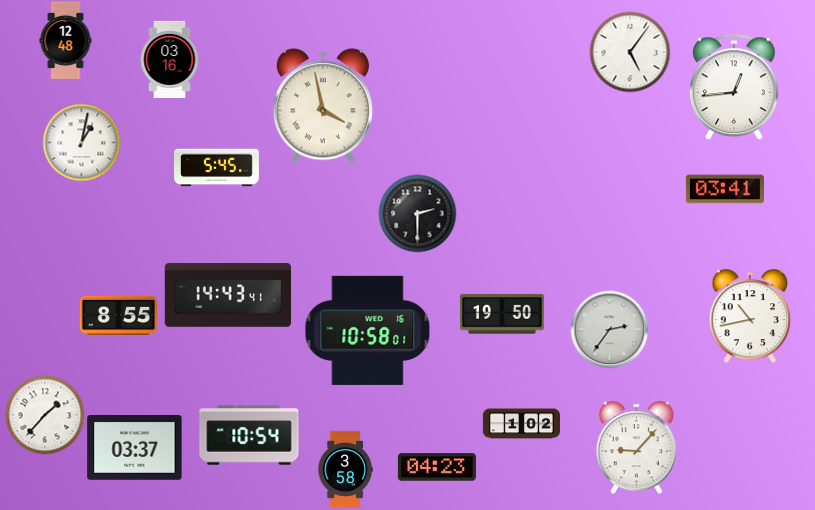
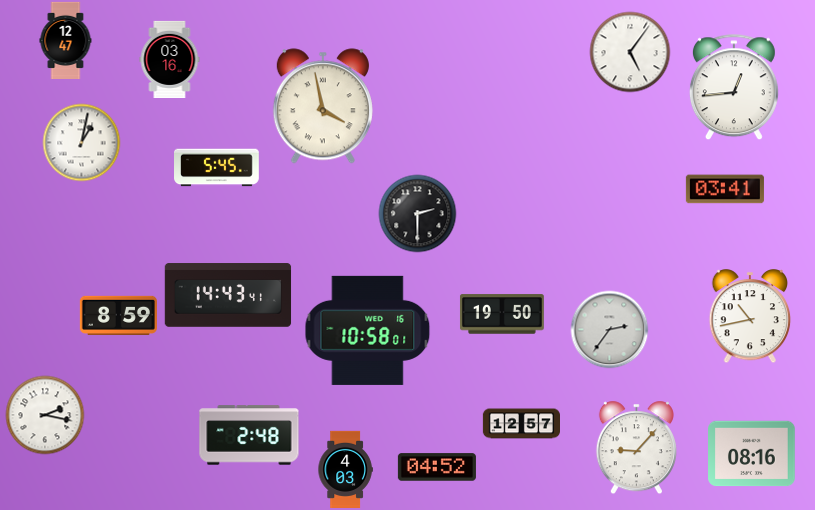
clock at (66, 40): 12:48 -> 12:47
clock at (118, 315): 8:55 -> 8:59
clock at (45, 415): 1:37 -> 2:17
clock at (521, 424): 1:02 -> 12:57
clock at (249, 435): 10:54 -> 2:48
clock at (135, 448): 03:37 -> none
clock at (752, 454): none -> 08:16
clock at (437, 467): 04:23 -> 04:52
clock at (345, 469): 3:58 -> 4:03
